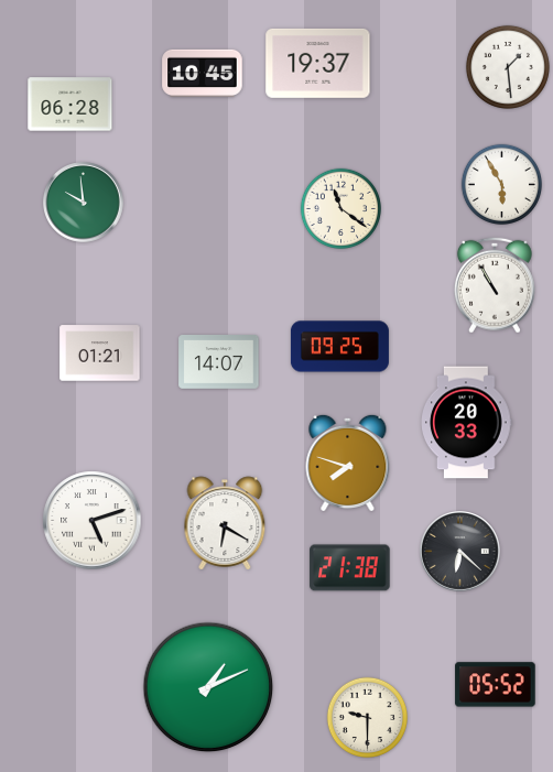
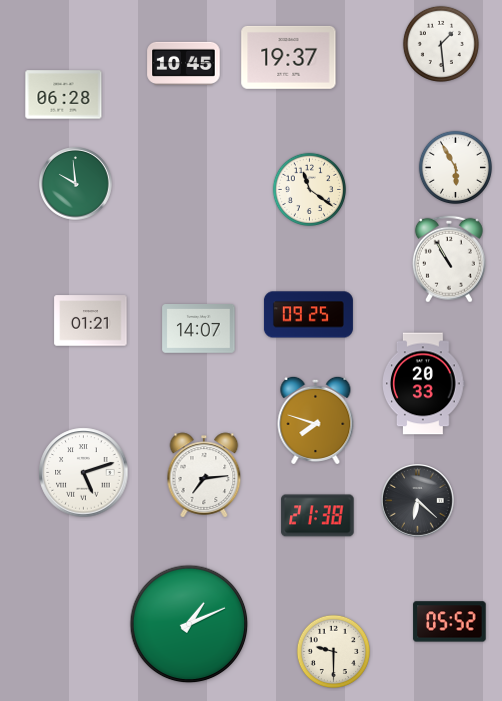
clock at (508, 67) position: (508, 67) -> (441, 44)
clock at (203, 73) position: (203, 73) -> (184, 63)
clock at (225, 523): 6:20 -> 7:14
